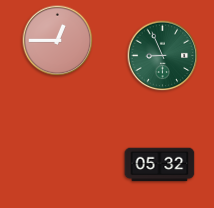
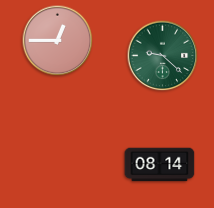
clock at (163, 56): 8:56 -> 9:22
clock at (160, 165): 05:32 -> 08:14
